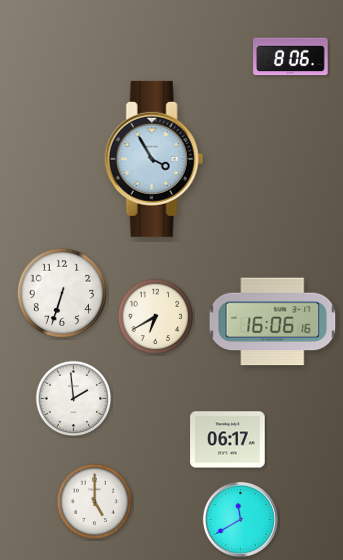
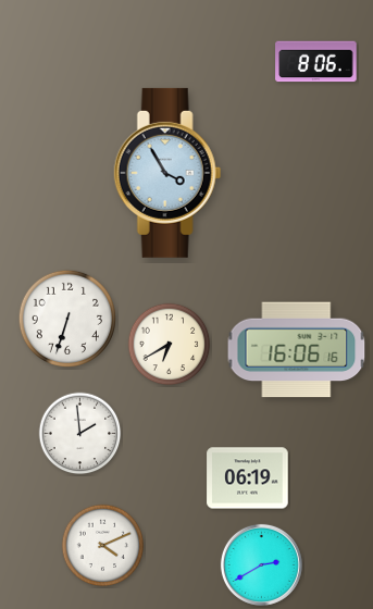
clock at (228, 440): 06:17 -> 06:19
clock at (95, 502): 5:00 -> 4:11
clock at (240, 519): 11:40 -> 2:40
